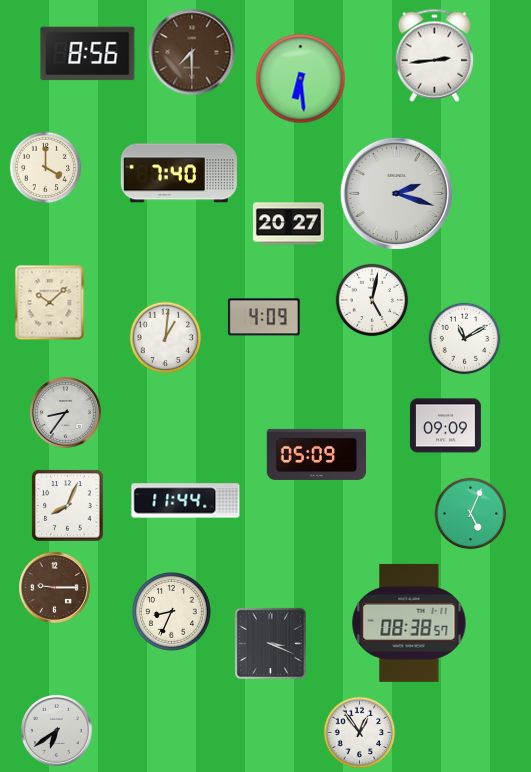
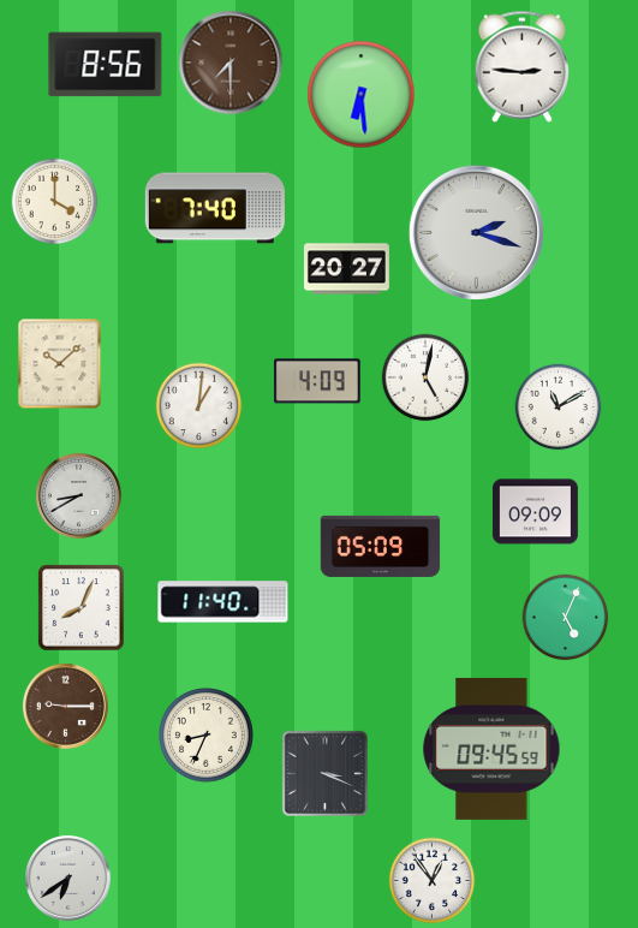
clock at (435, 55): 2:44 -> 2:46
clock at (372, 300) position: (372, 300) -> (425, 377)
clock at (65, 412): 8:36 -> 8:40
clock at (186, 501): 11:44 -> 11:40
clock at (409, 623): 08:38 -> 09:45
